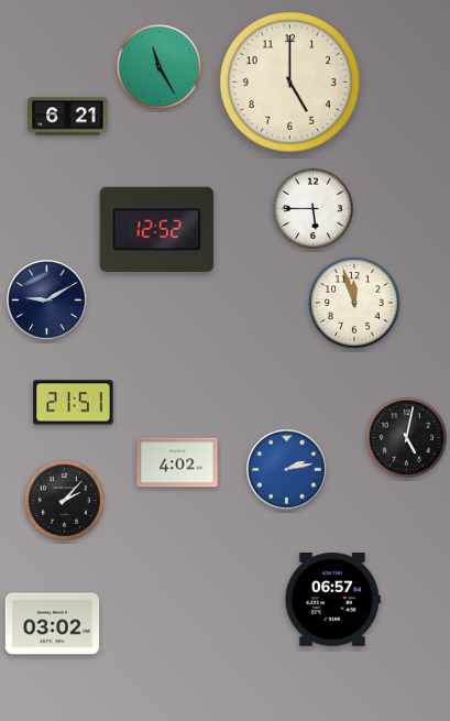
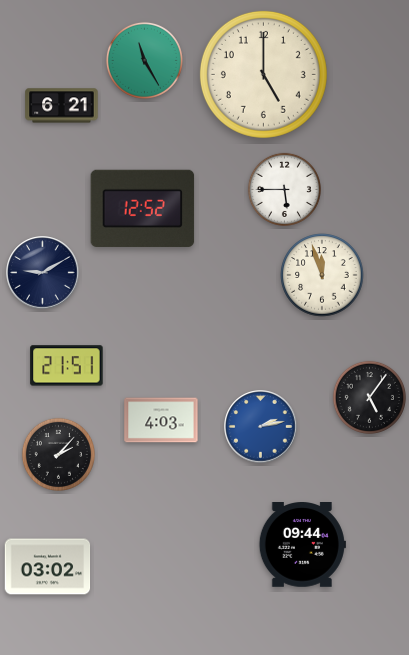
clock at (406, 437): 5:02 -> 5:06
clock at (177, 462): 4:02 -> 4:03
clock at (332, 600): 06:57 -> 09:44
